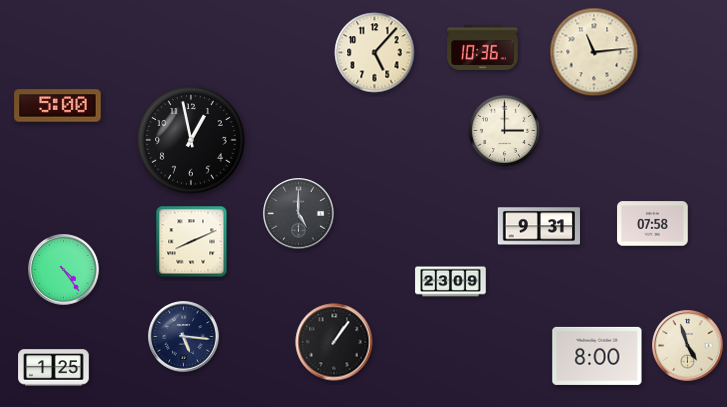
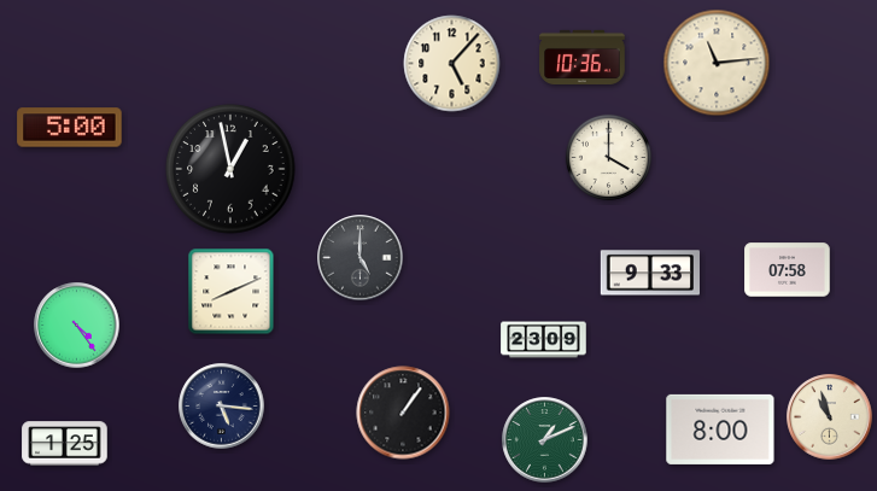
clock at (504, 130): 3:00 -> 4:00
clock at (538, 226): 9:31 -> 9:33
clock at (688, 346): 4:57 -> 10:57
clock at (545, 440): none -> 1:11
